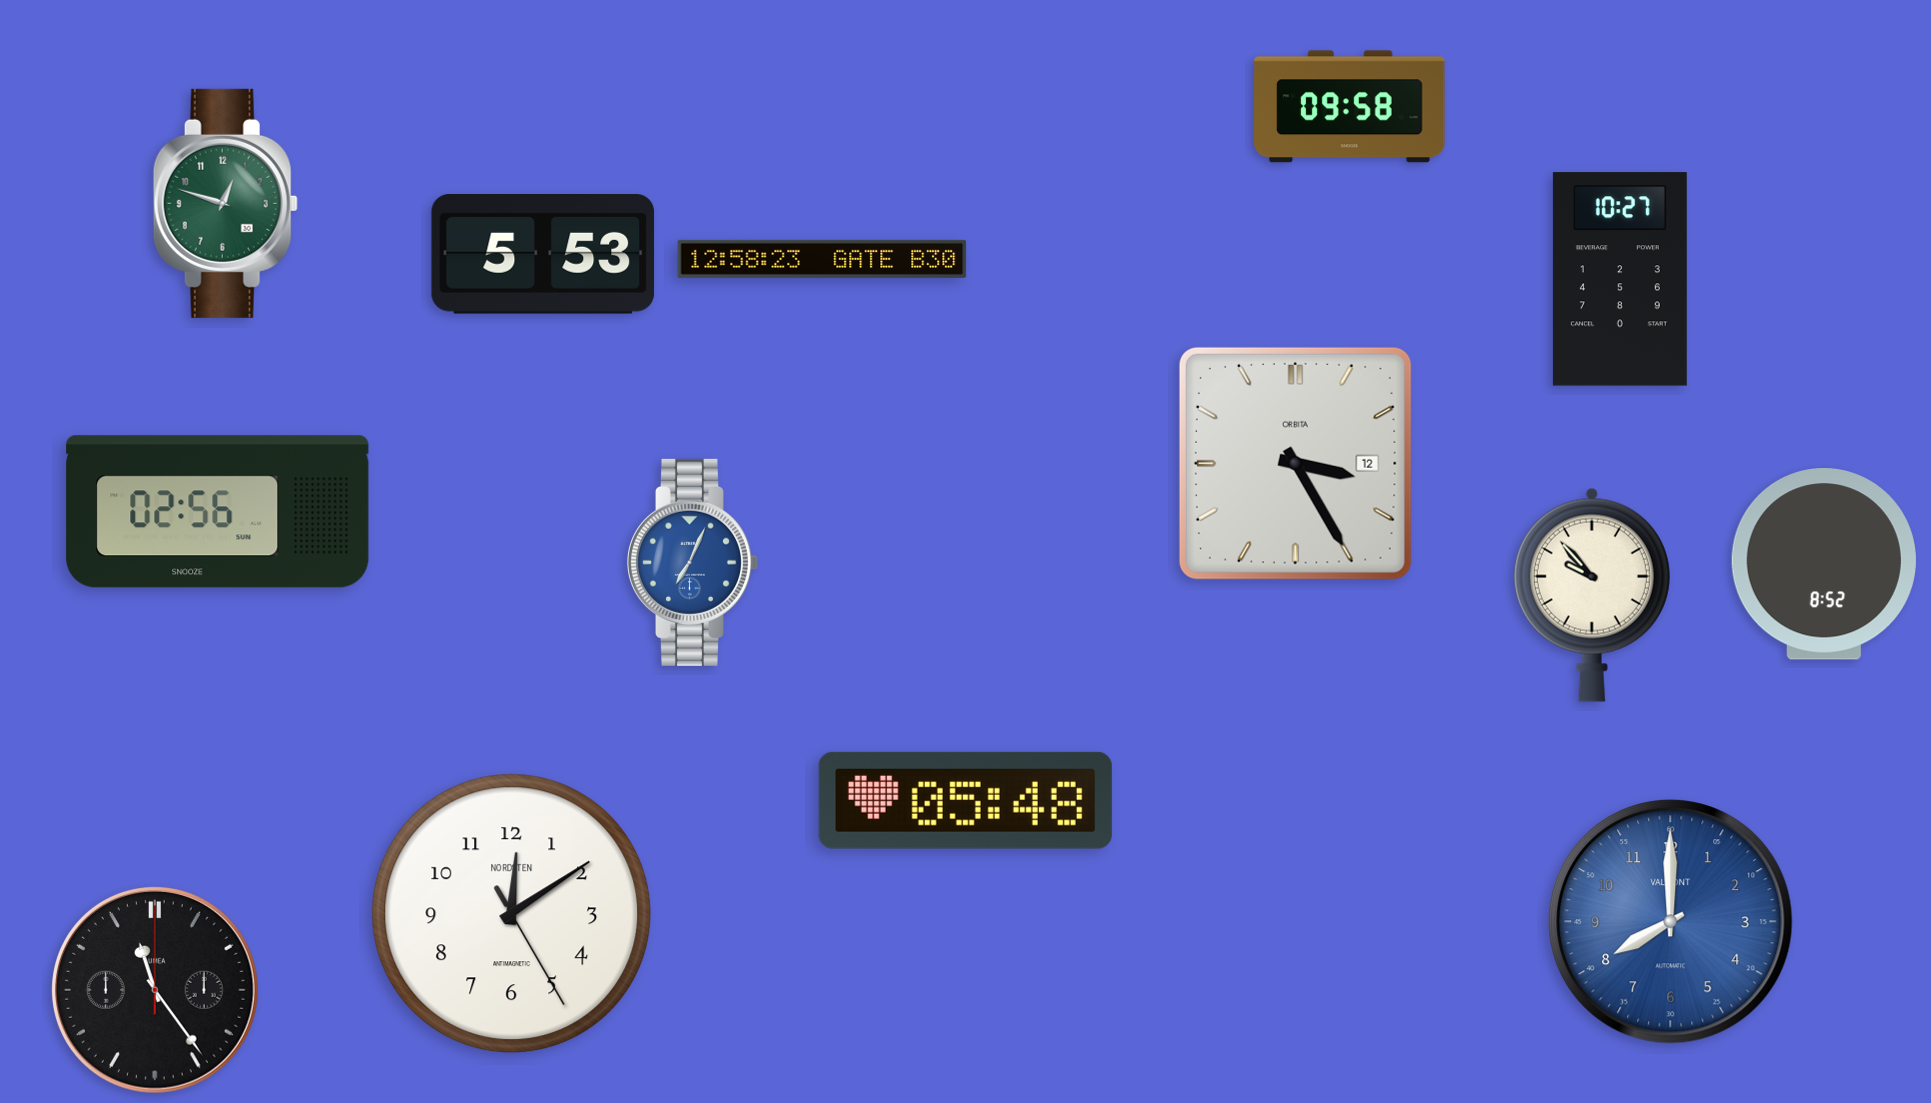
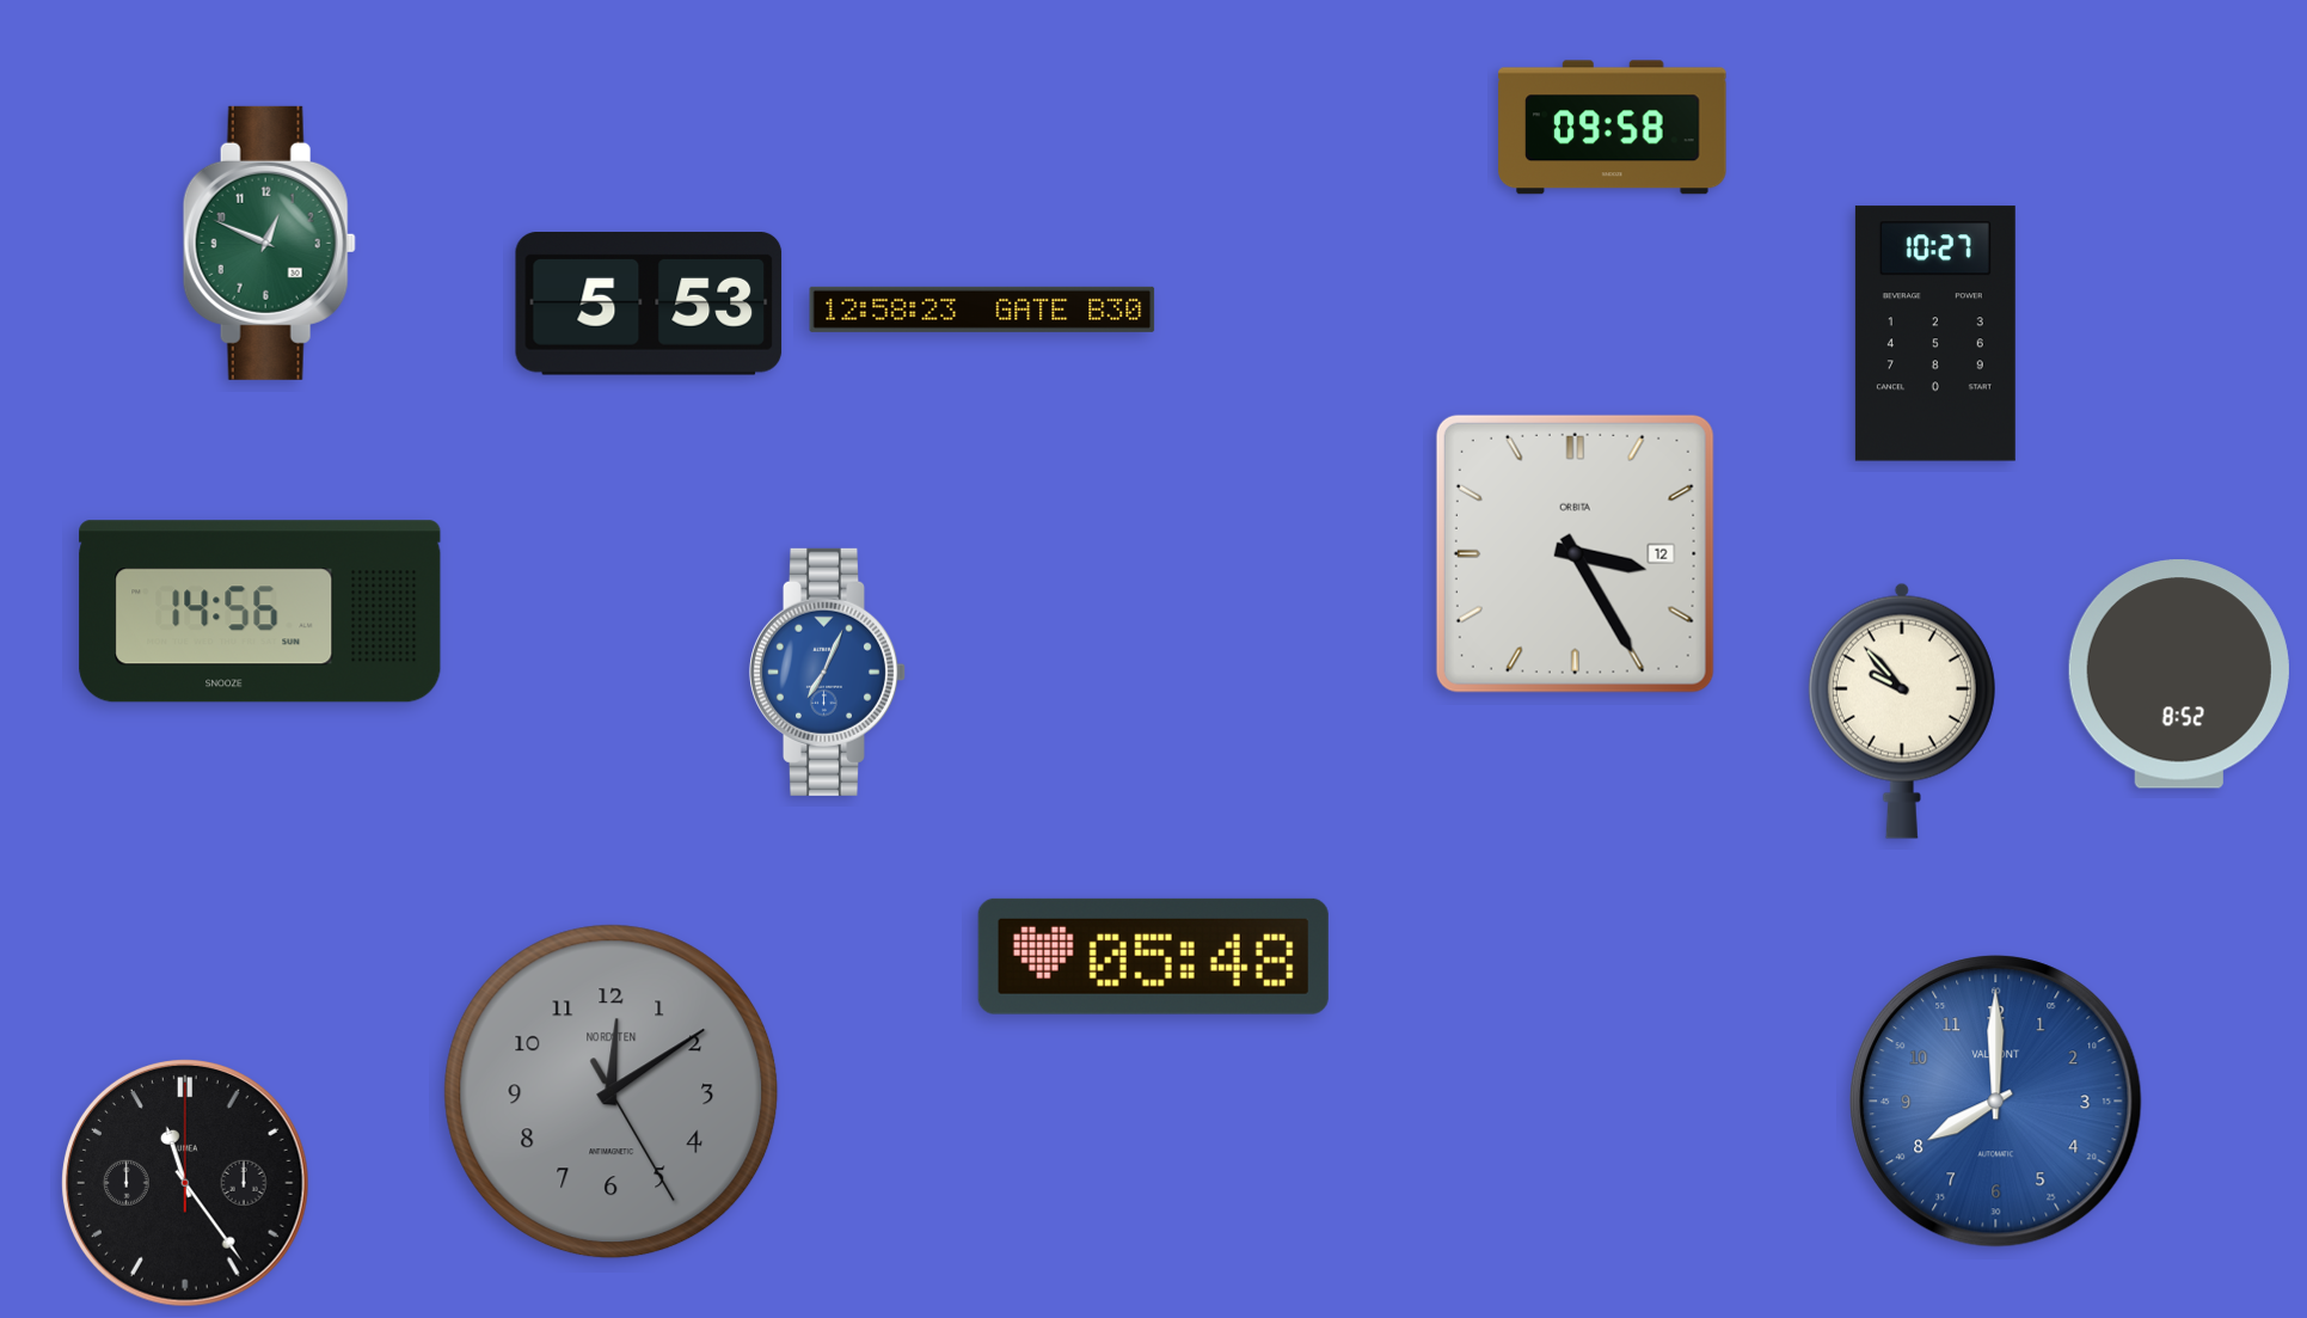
clock at (225, 203): 12:48 -> 12:49
clock at (1295, 463) position: (1295, 463) -> (1575, 553)
clock at (218, 512): 02:56 -> 14:56
clock at (512, 914) dial: white -> grey
